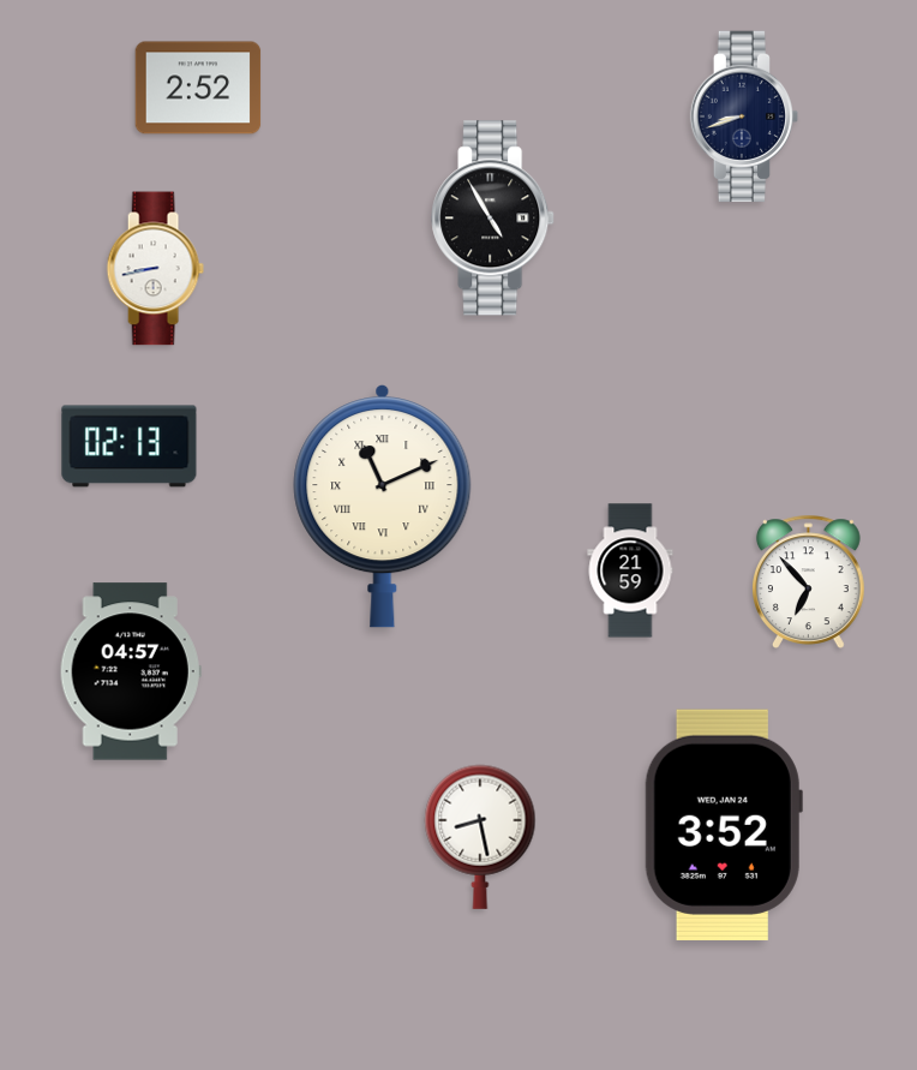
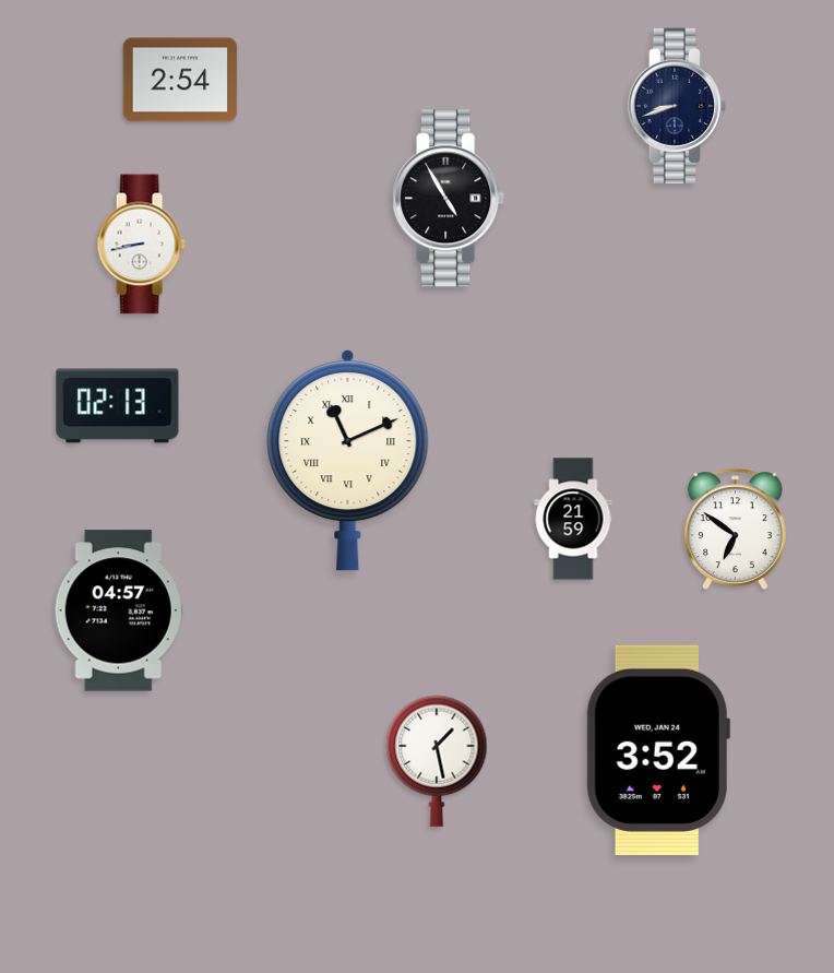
clock at (198, 88): 2:52 -> 2:54
clock at (809, 581): 6:53 -> 6:51
clock at (480, 837): 8:28 -> 1:28
